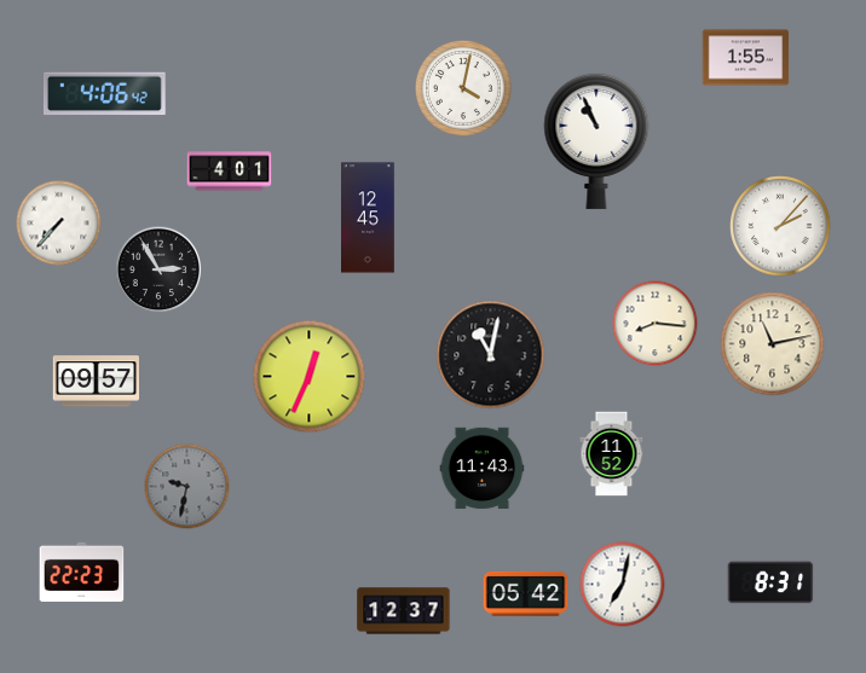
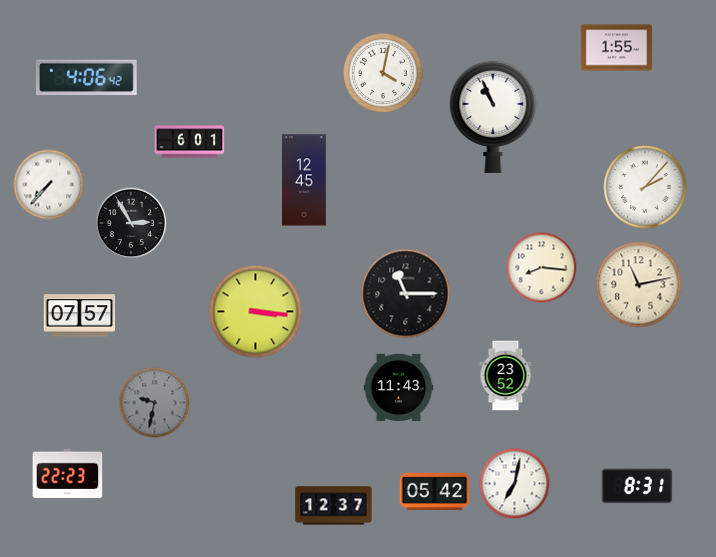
clock at (230, 172): 4:01 -> 6:01
clock at (491, 355): 11:02 -> 11:15
clock at (310, 377): 12:34 -> 3:16
clock at (97, 382): 09:57 -> 07:57
clock at (612, 454): 11:52 -> 23:52
clock at (770, 582) position: (770, 582) -> (637, 486)
